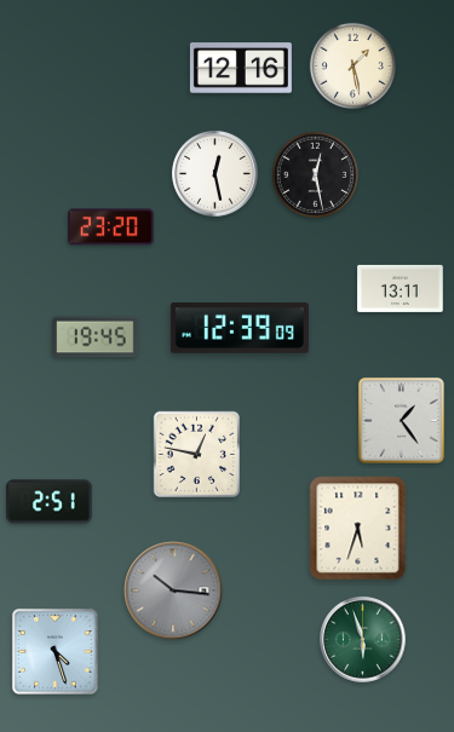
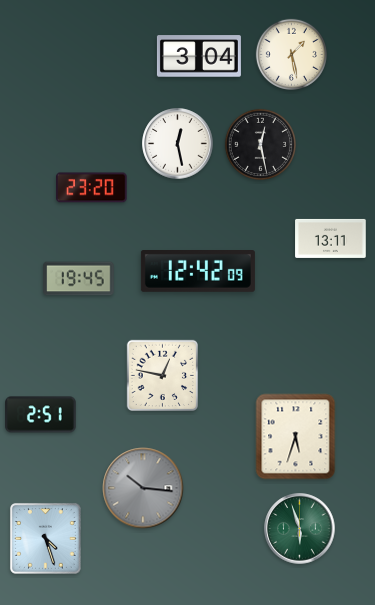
clock at (241, 68): 12:16 -> 3:04
clock at (240, 329): 12:39 -> 12:42
clock at (402, 421): 1:24 -> none
